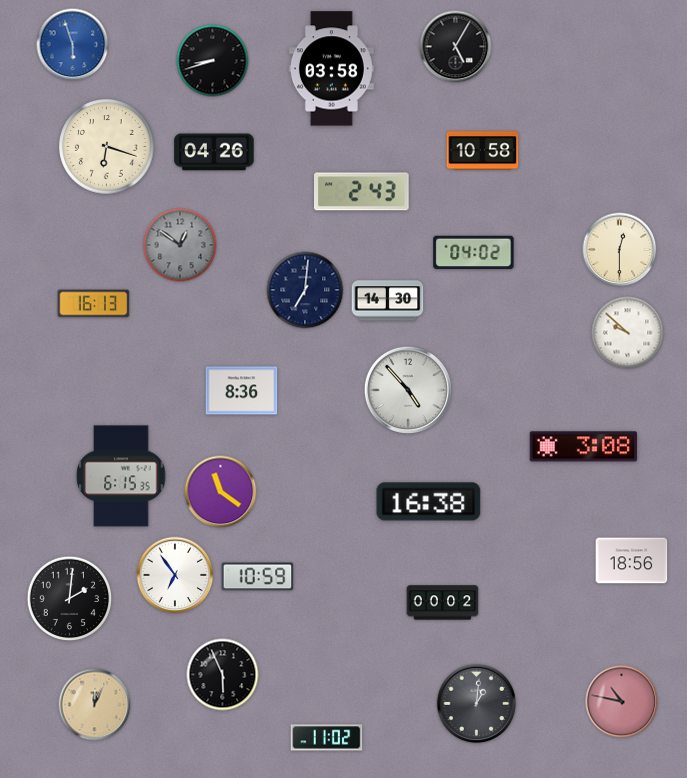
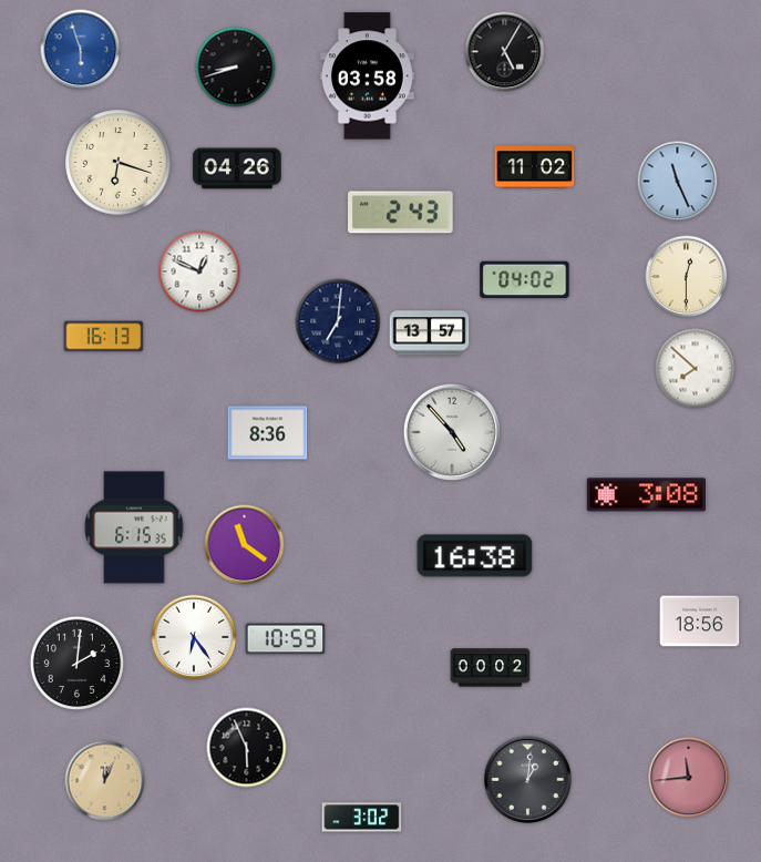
clock at (483, 151): 10:58 -> 11:02
clock at (678, 182): none -> 11:26
clock at (180, 245): 12:51 -> 12:49
clock at (180, 245) dial: grey -> white
clock at (388, 301): 14:30 -> 13:57
clock at (628, 333): 9:52 -> 7:52
clock at (175, 575): 6:54 -> 6:24
clock at (622, 702): 10:47 -> 11:44
clock at (327, 738): 11:02 -> 3:02
